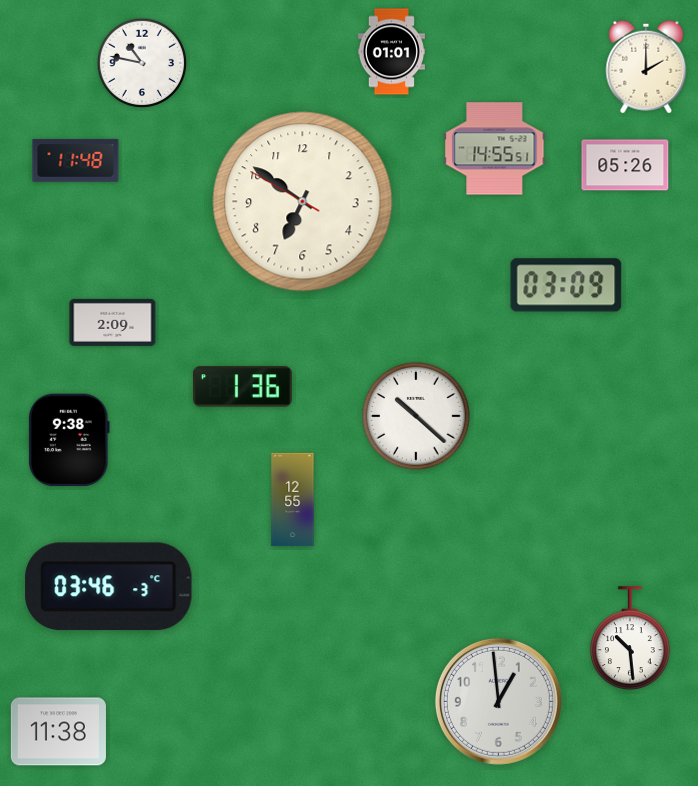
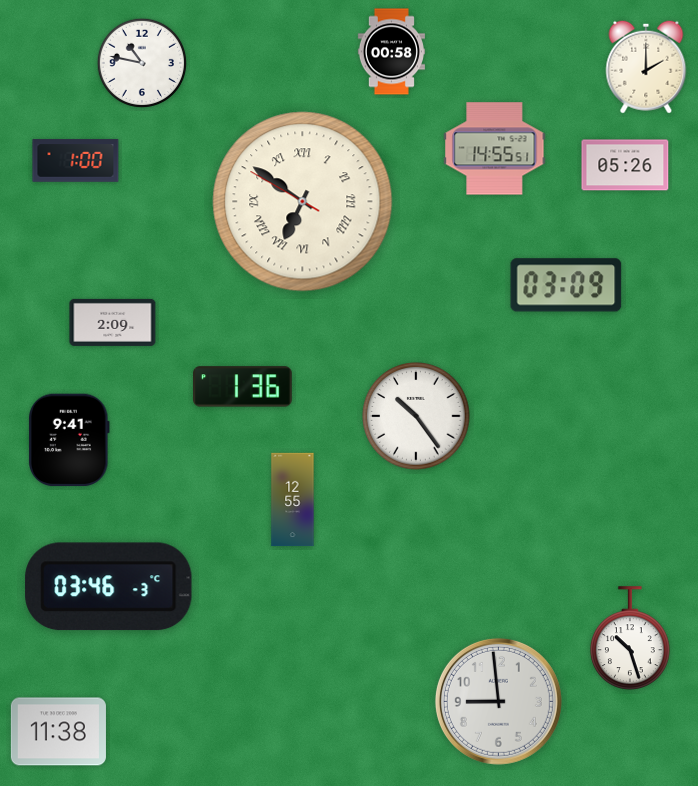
clock at (391, 52): 01:01 -> 00:58
clock at (76, 161): 11:48 -> 1:00
clock at (303, 202) numerals: Arabic -> Roman
clock at (416, 416): 10:22 -> 10:24
clock at (70, 440): 9:38 -> 9:41
clock at (631, 638): 10:29 -> 10:27
clock at (498, 701): 12:59 -> 8:59
